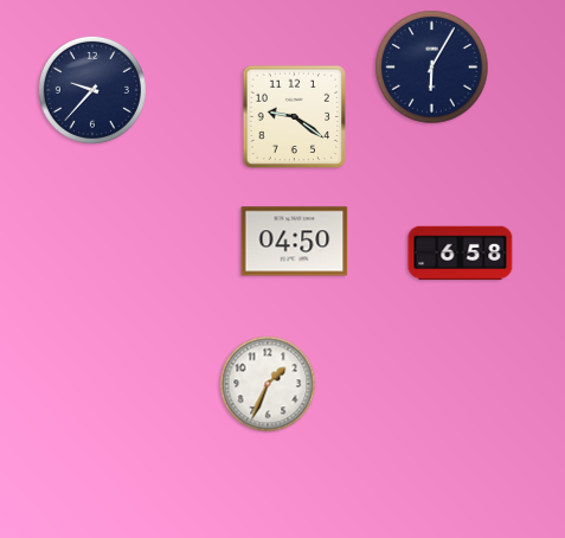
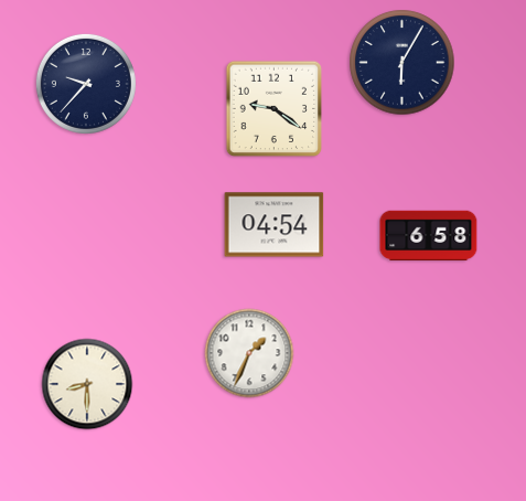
clock at (295, 242): 04:50 -> 04:54
clock at (268, 384) position: (268, 384) -> (249, 353)
clock at (87, 384): none -> 8:30
